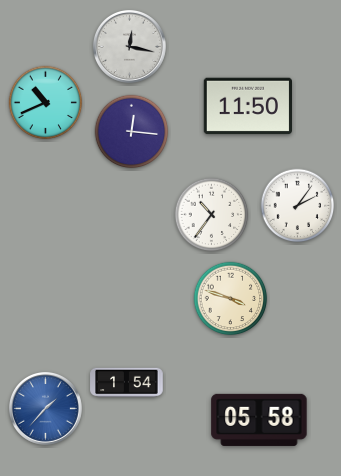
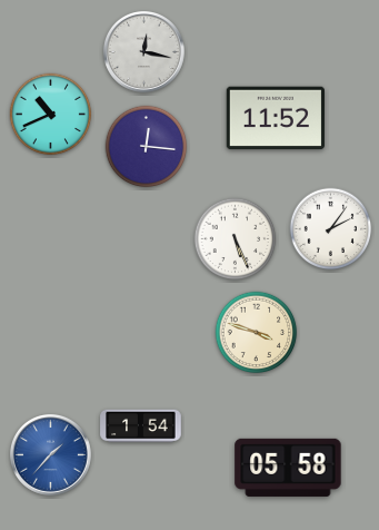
clock at (247, 106): 11:50 -> 11:52
clock at (212, 215): 10:36 -> 5:26
